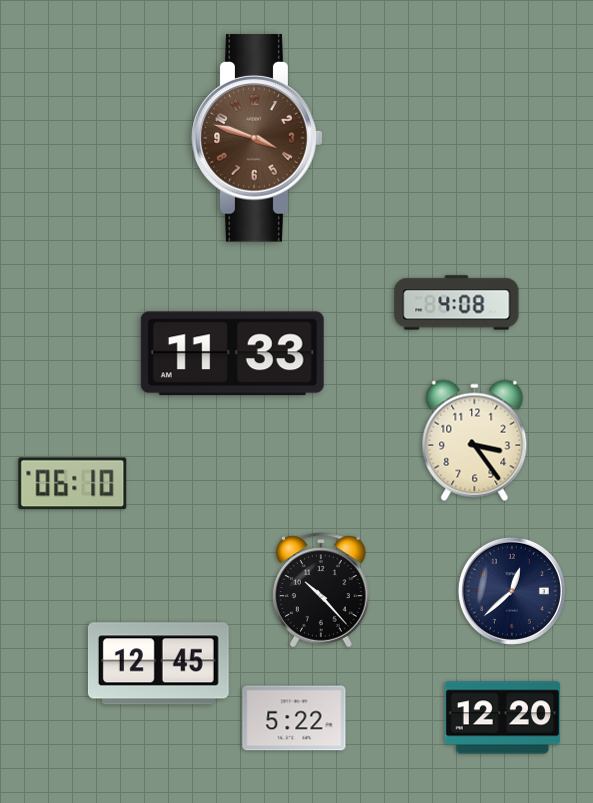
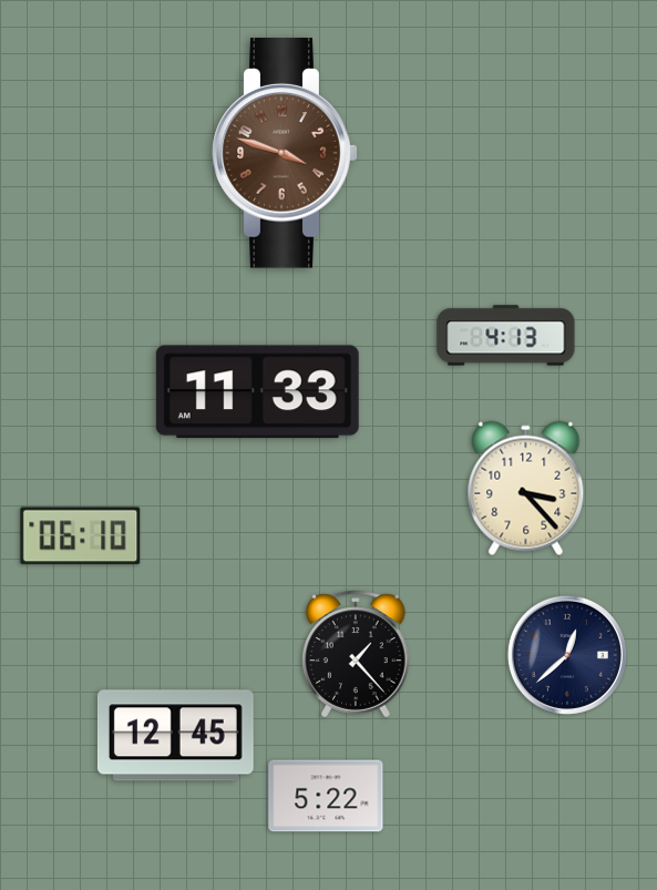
clock at (457, 303): 4:08 -> 4:13
clock at (475, 441): 3:24 -> 3:23
clock at (322, 590): 10:23 -> 1:23
clock at (502, 718): 12:20 -> none
